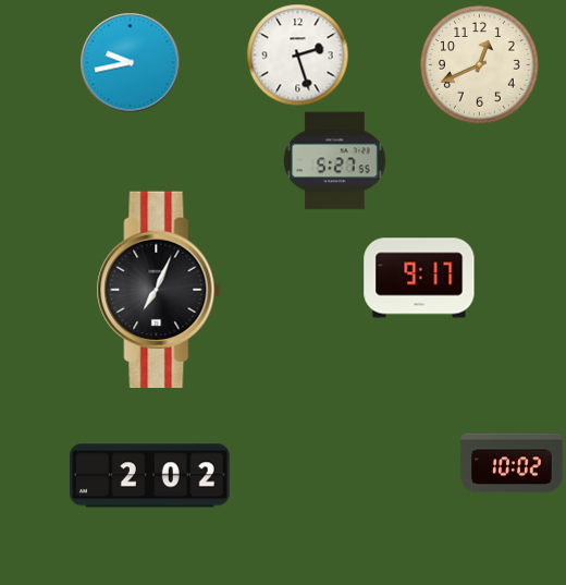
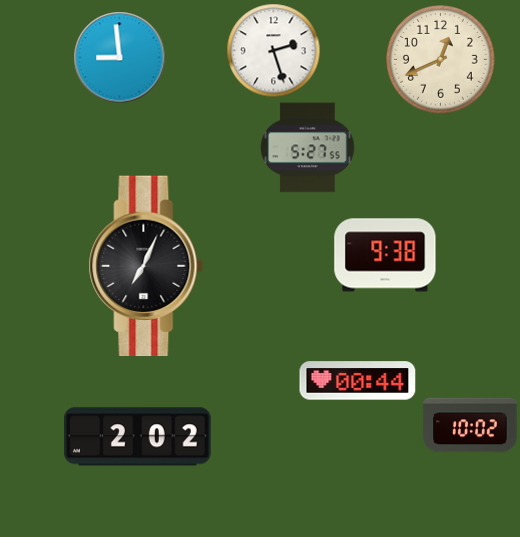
clock at (130, 62): 9:43 -> 8:59
clock at (419, 278): 9:17 -> 9:38
clock at (358, 381): none -> 00:44
